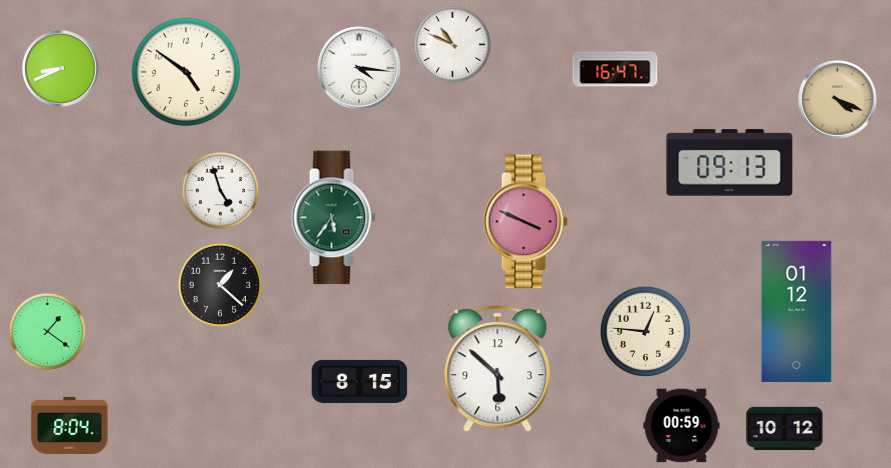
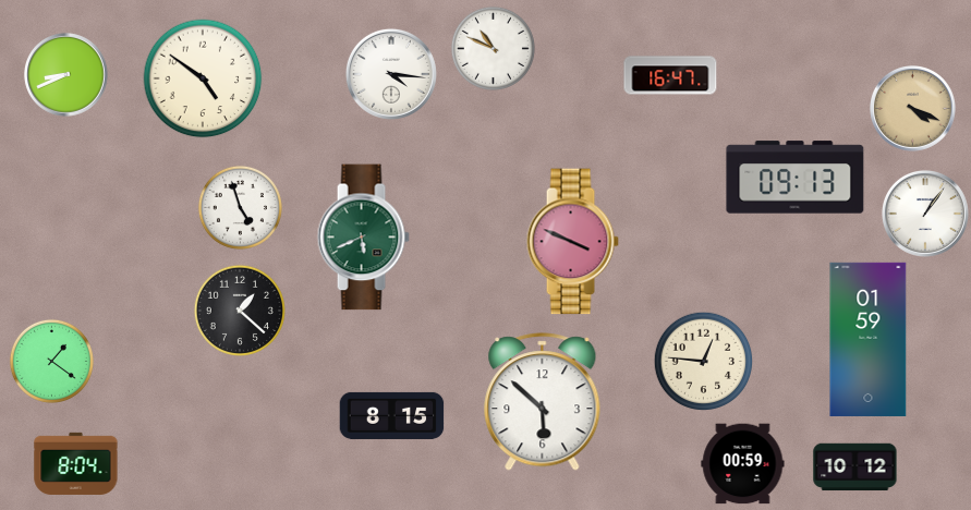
clock at (925, 214): none -> 1:06
clock at (333, 218): 5:36 -> 5:41
clock at (797, 311): 01:12 -> 01:59
